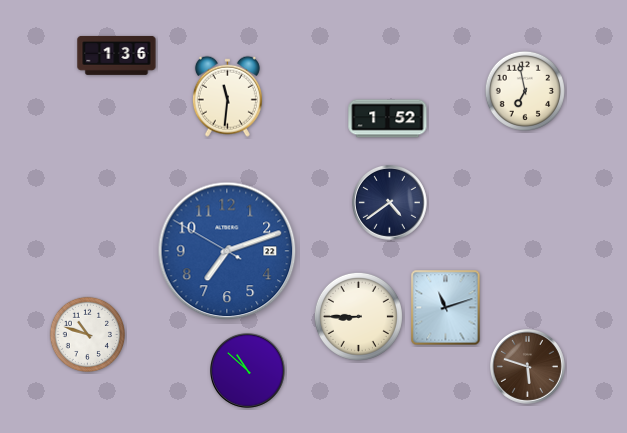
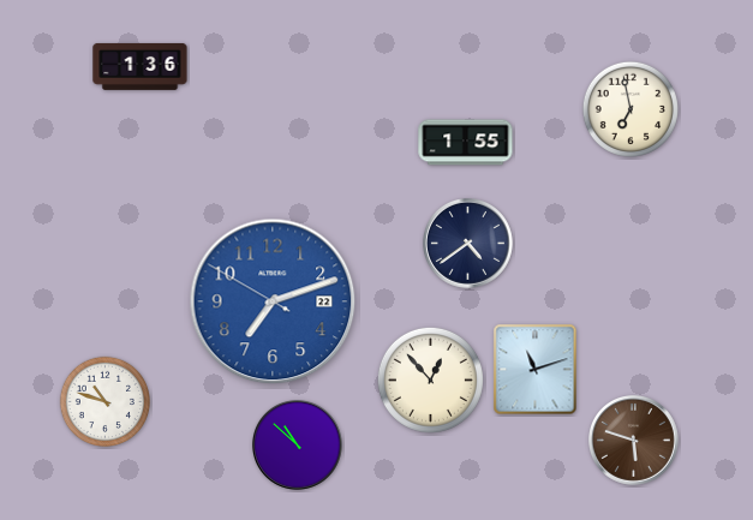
clock at (227, 96): 11:31 -> none
clock at (388, 119): 1:52 -> 1:55
clock at (358, 316): 8:45 -> 12:53
